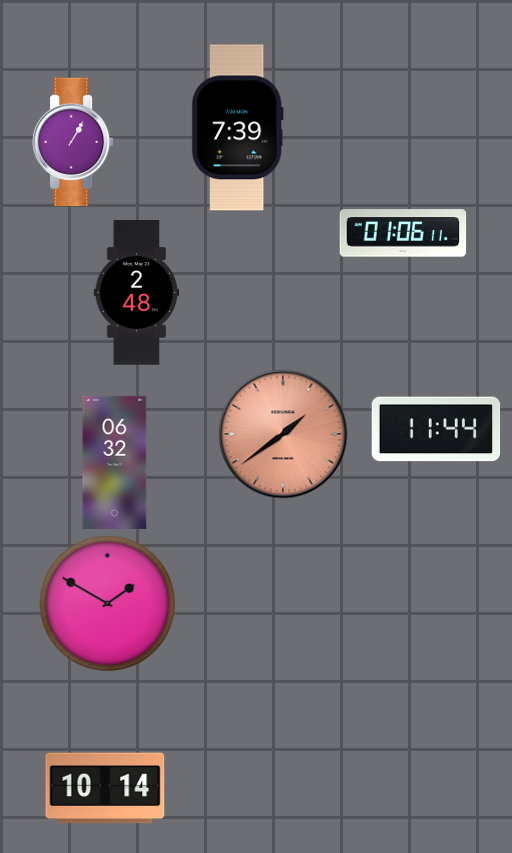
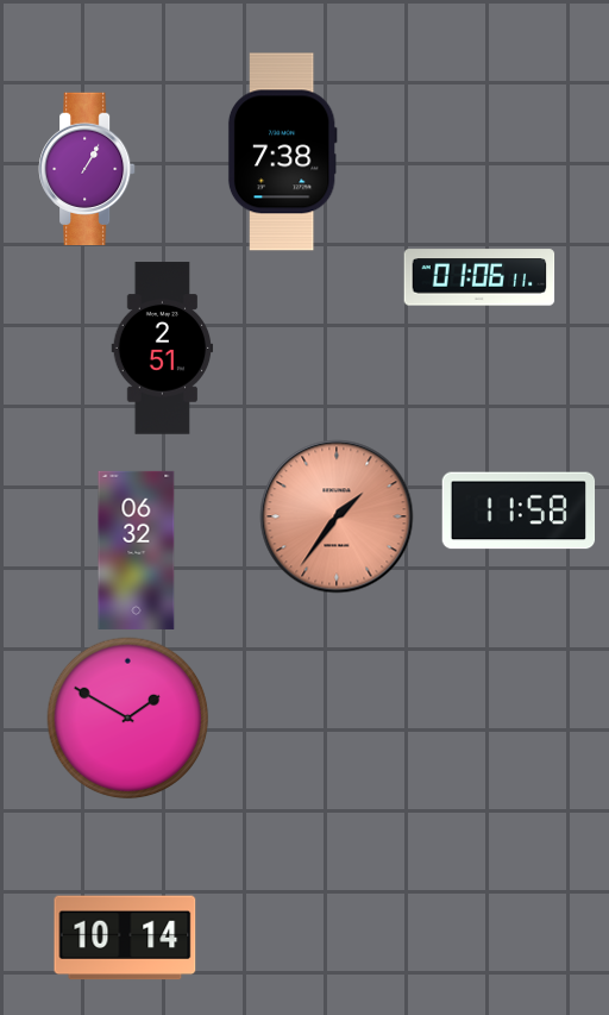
clock at (237, 128): 7:39 -> 7:38
clock at (137, 293): 2:48 -> 2:51
clock at (436, 429): 11:44 -> 11:58
clock at (283, 434): 1:39 -> 1:36
